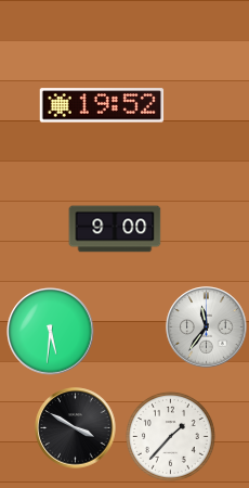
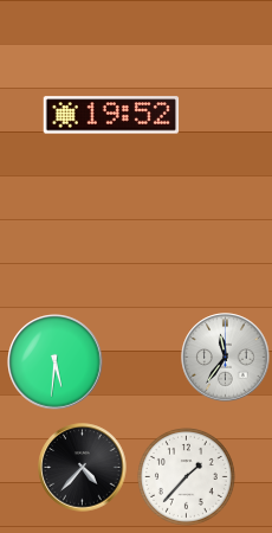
clock at (115, 229): 9:00 -> none
clock at (76, 428): 3:50 -> 4:37
